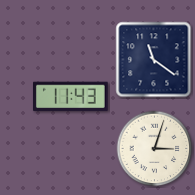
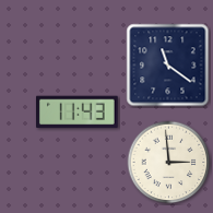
clock at (71, 97) position: (71, 97) -> (78, 113)
clock at (155, 149): 3:03 -> 2:59
